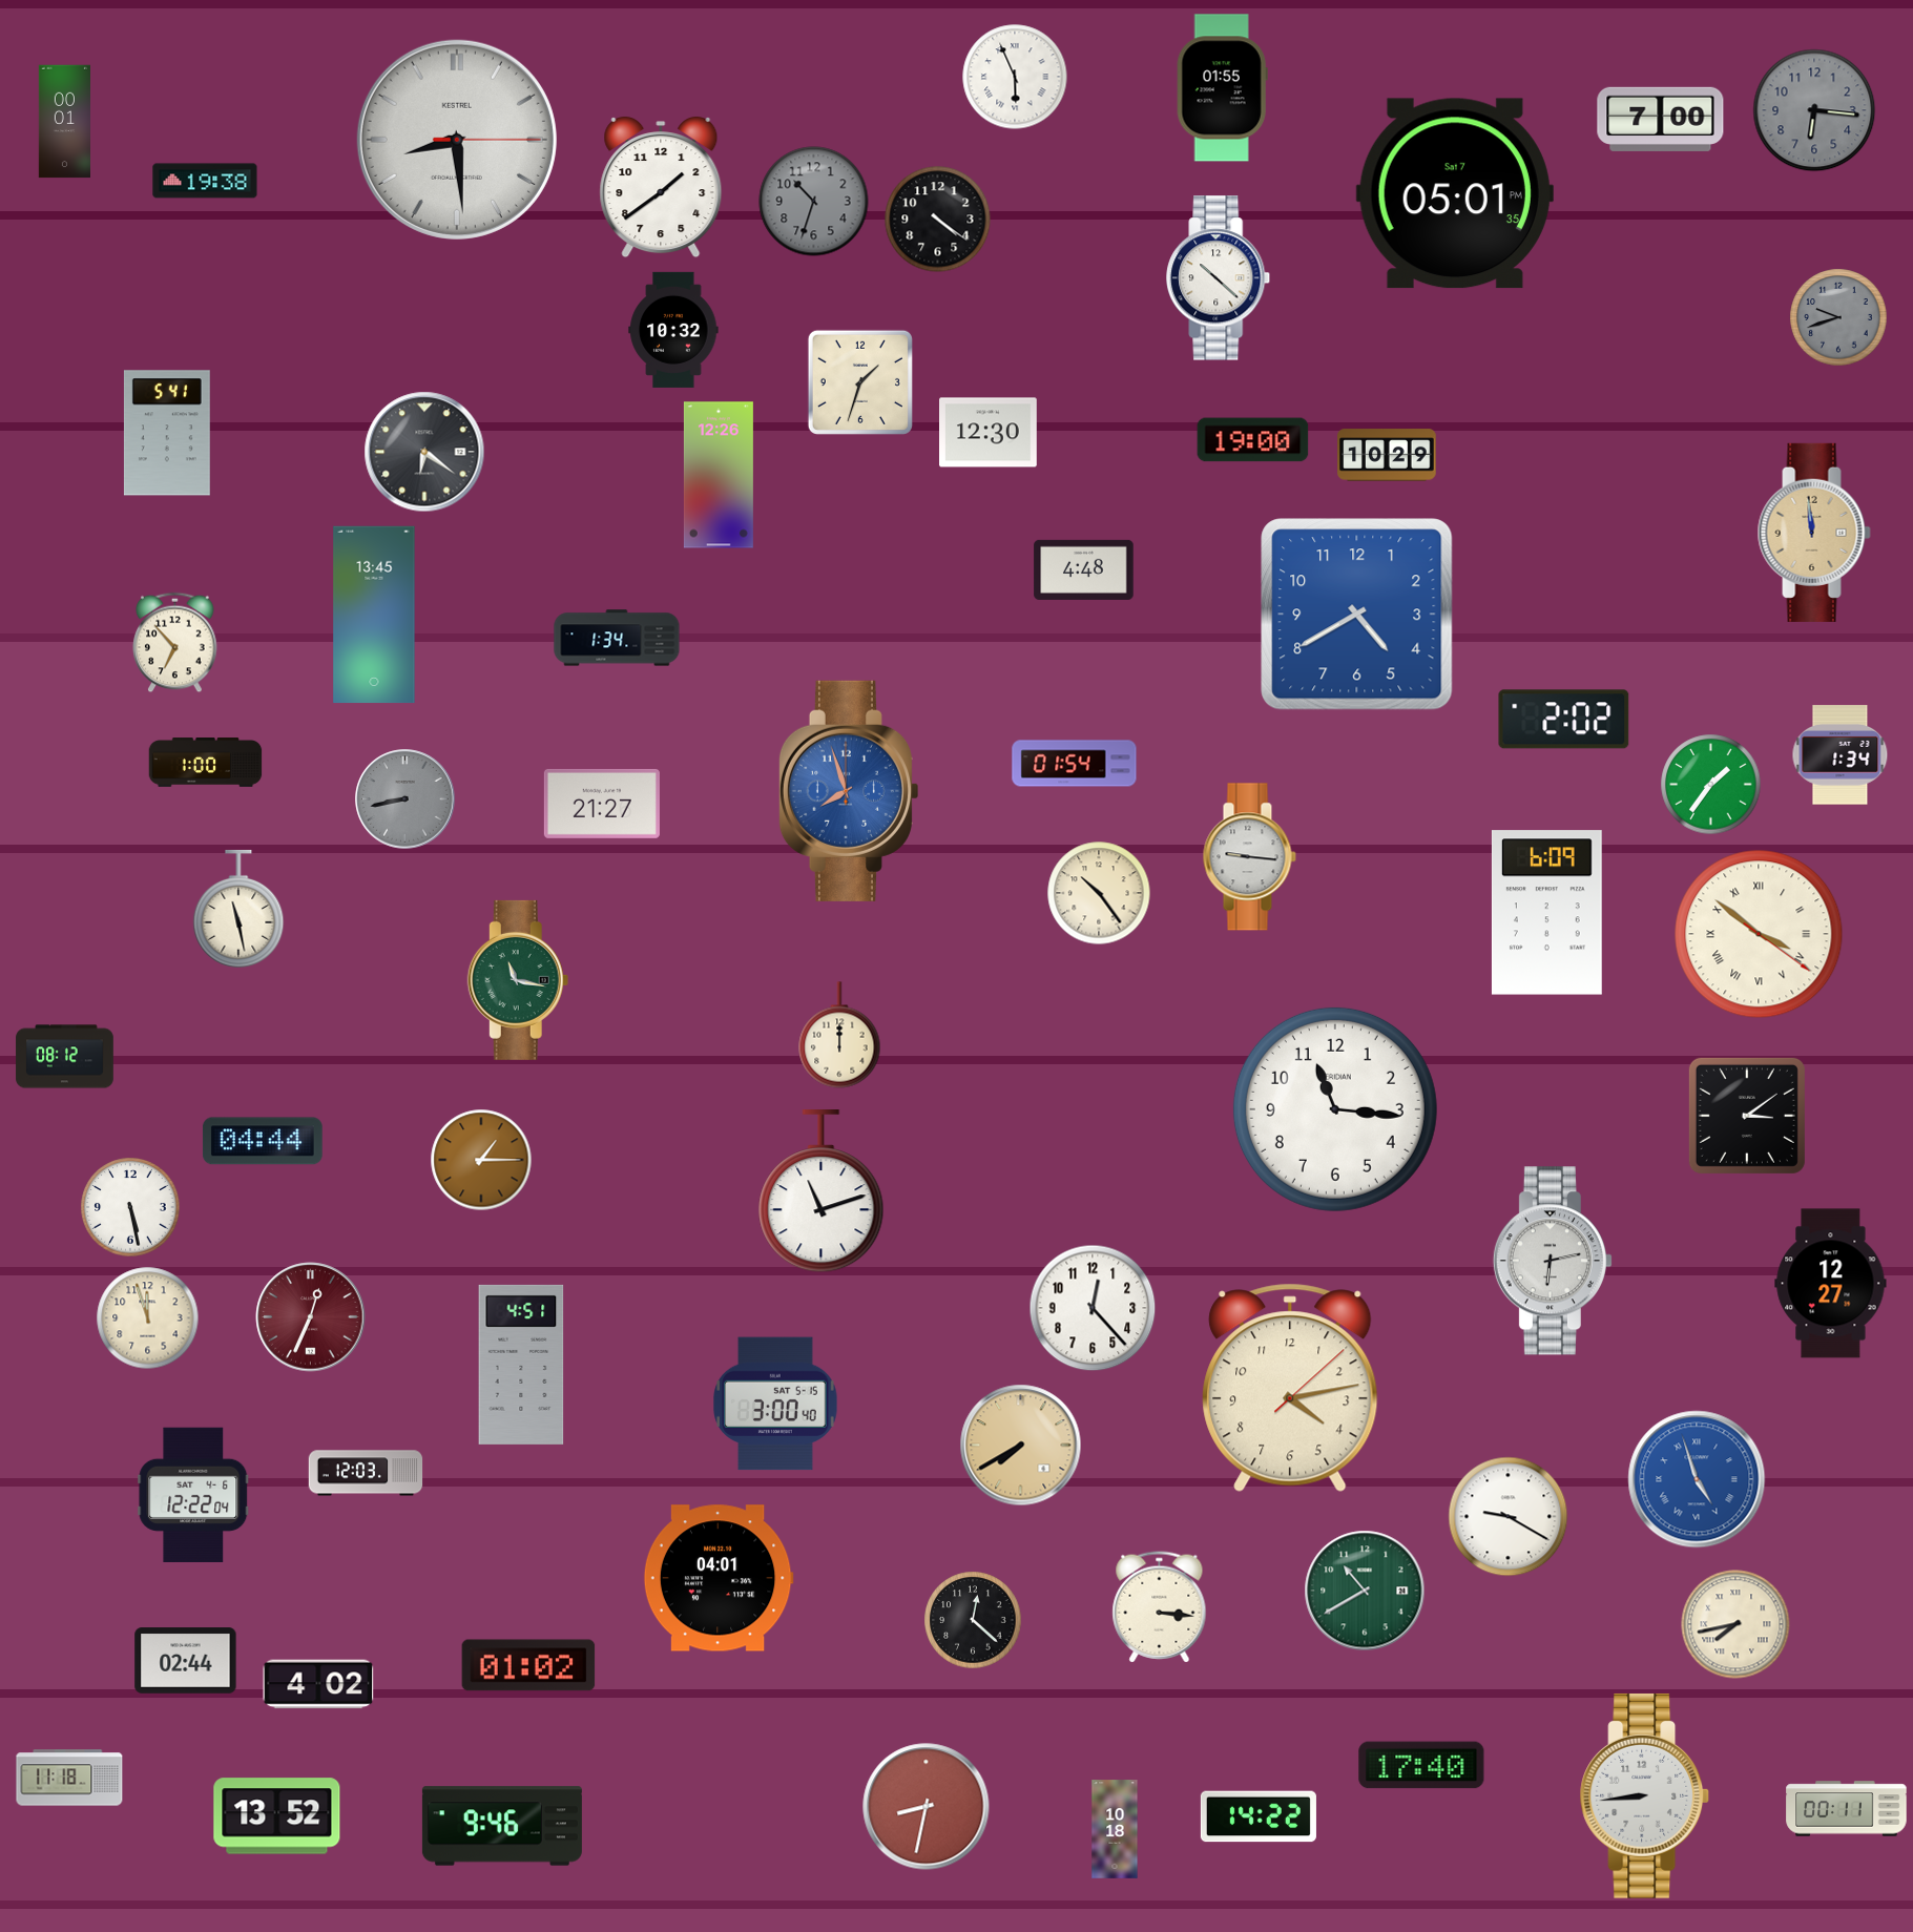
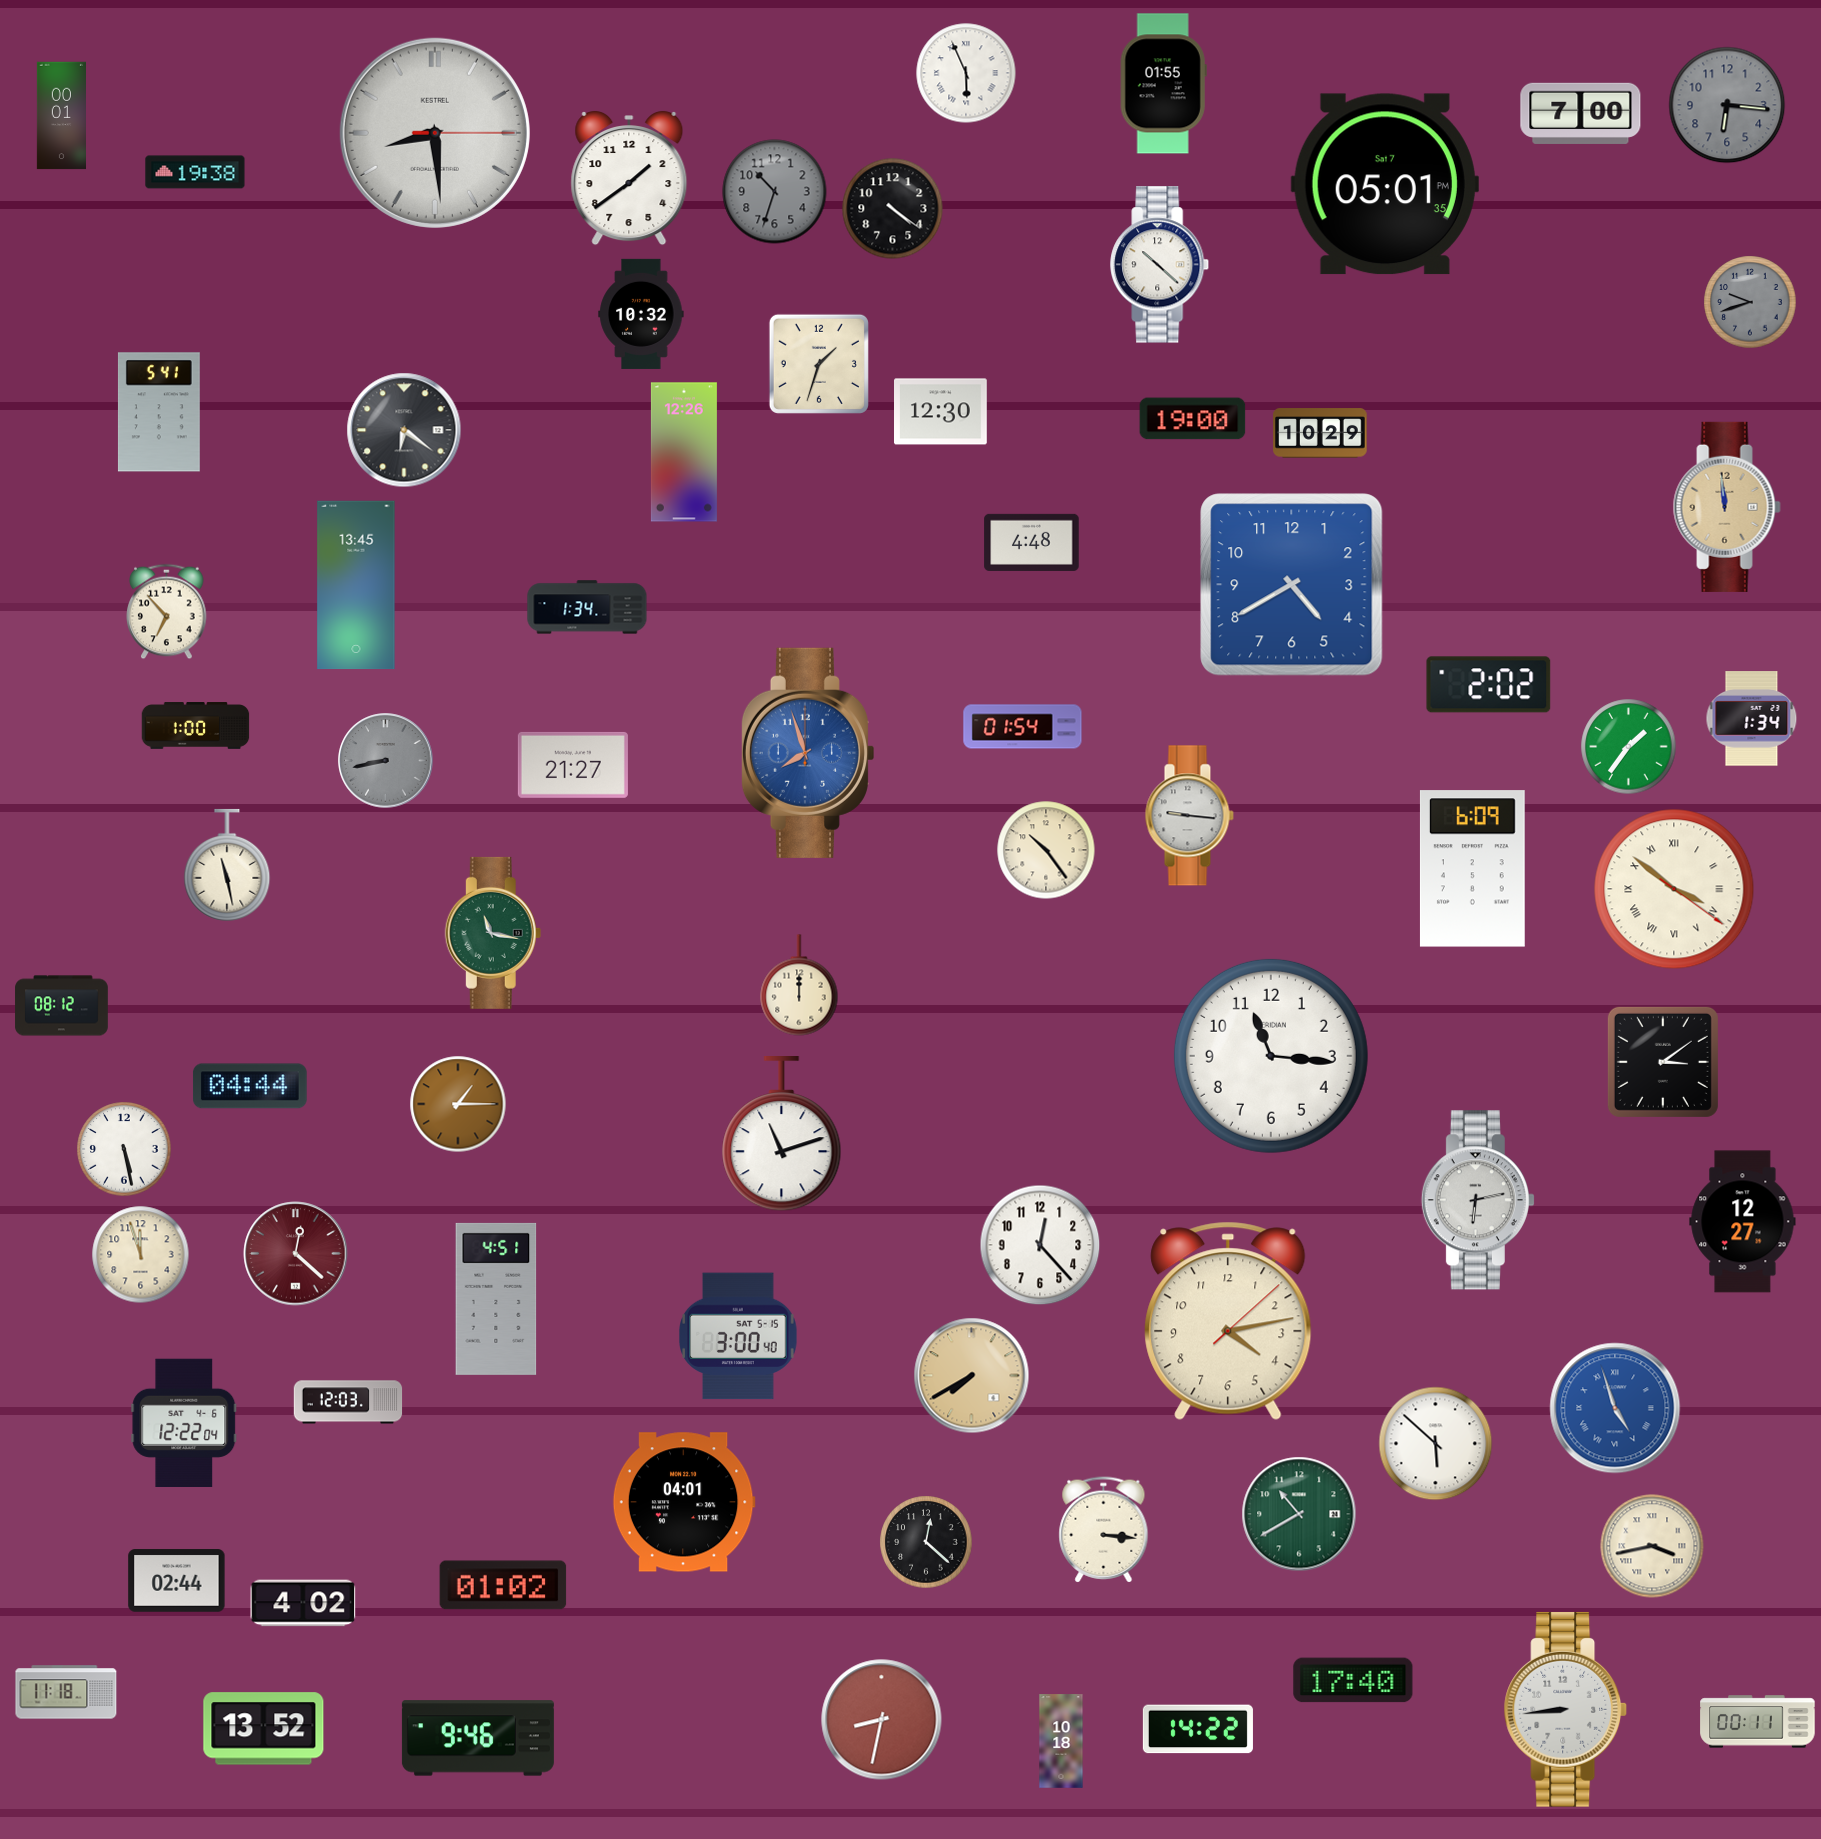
clock at (311, 1317): 12:34 -> 12:22
clock at (1509, 1517): 9:20 -> 5:52
clock at (1735, 1624): 7:43 -> 3:43
